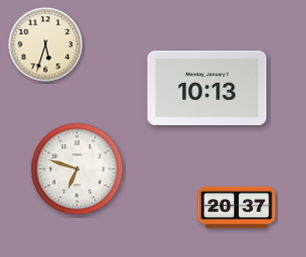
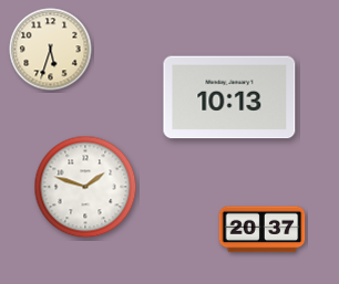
clock at (77, 169): 6:48 -> 1:48
